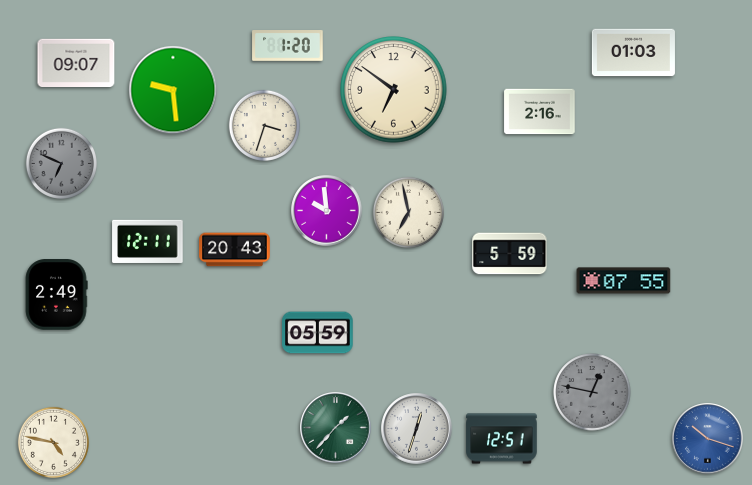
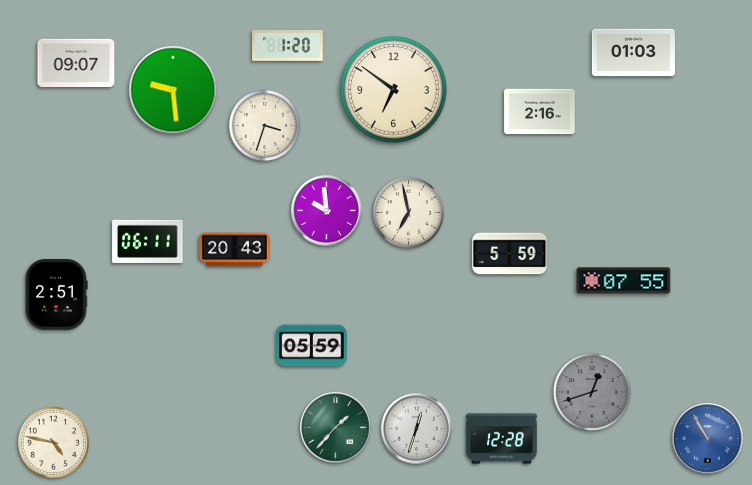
clock at (61, 163): 6:49 -> none
clock at (148, 241): 12:11 -> 06:11
clock at (56, 295): 2:49 -> 2:51
clock at (318, 333) position: (318, 333) -> (312, 346)
clock at (592, 392): 12:47 -> 12:42
clock at (502, 439): 12:51 -> 12:28
clock at (708, 439): 10:18 -> 10:55
